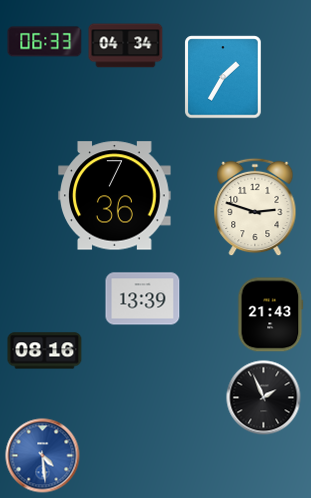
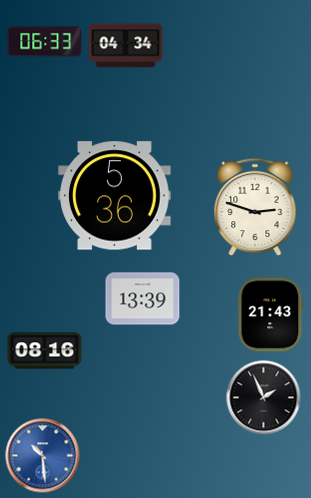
clock at (223, 77): 1:35 -> none
clock at (115, 196): 7:36 -> 5:36
clock at (43, 456): 4:29 -> 10:29
